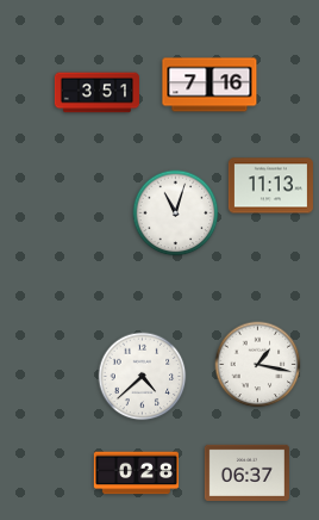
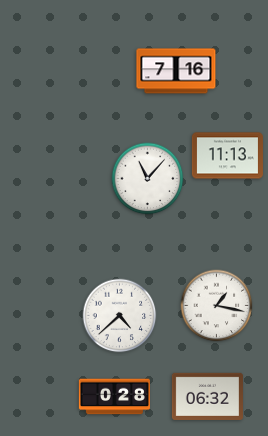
clock at (96, 93): 3:51 -> none
clock at (176, 213): 11:03 -> 11:07
clock at (246, 472): 06:37 -> 06:32
